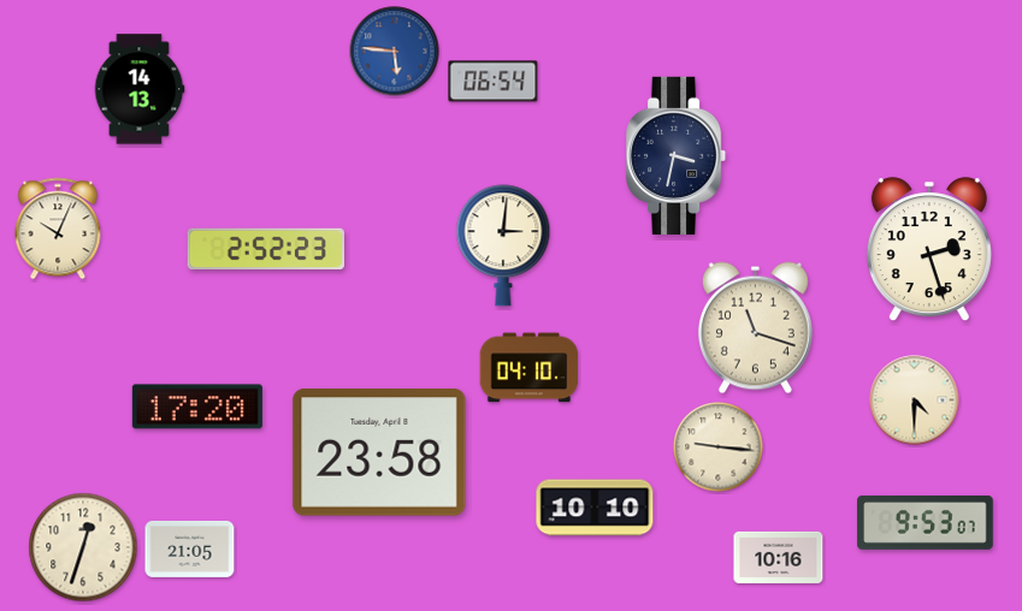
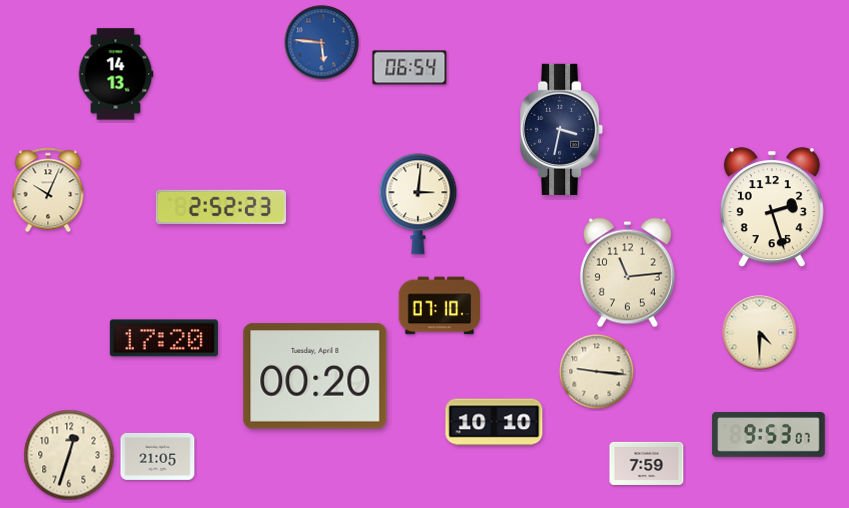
clock at (395, 52) position: (395, 52) -> (322, 43)
clock at (755, 328): 11:18 -> 11:14
clock at (530, 368): 04:10 -> 07:10
clock at (379, 452): 23:58 -> 00:20
clock at (779, 557): 10:16 -> 7:59
